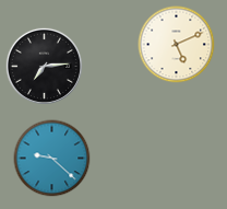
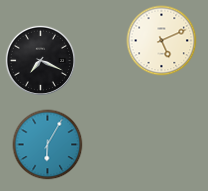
clock at (44, 66): 7:14 -> 7:19
clock at (52, 159): 9:22 -> 6:05
